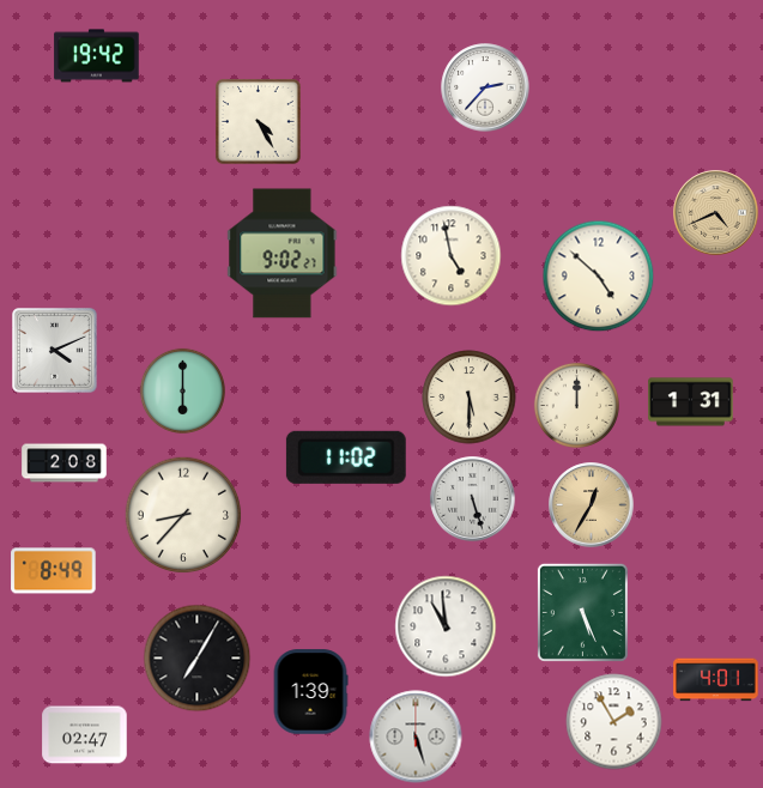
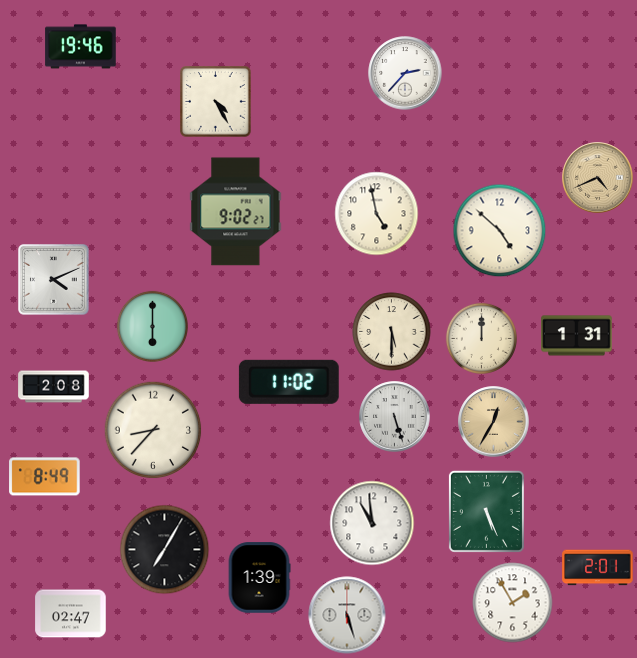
clock at (97, 56): 19:42 -> 19:46
clock at (55, 351) position: (55, 351) -> (54, 280)
clock at (716, 680): 4:01 -> 2:01
